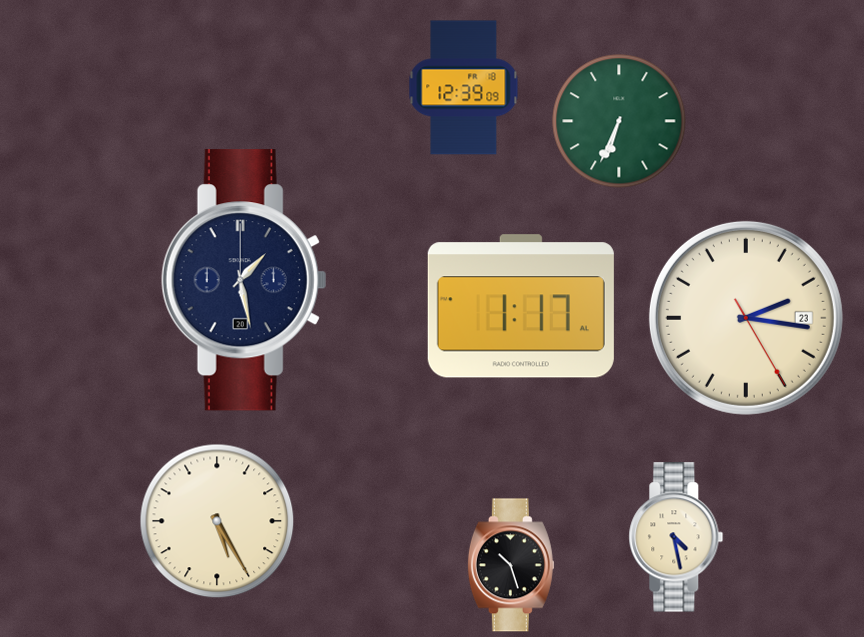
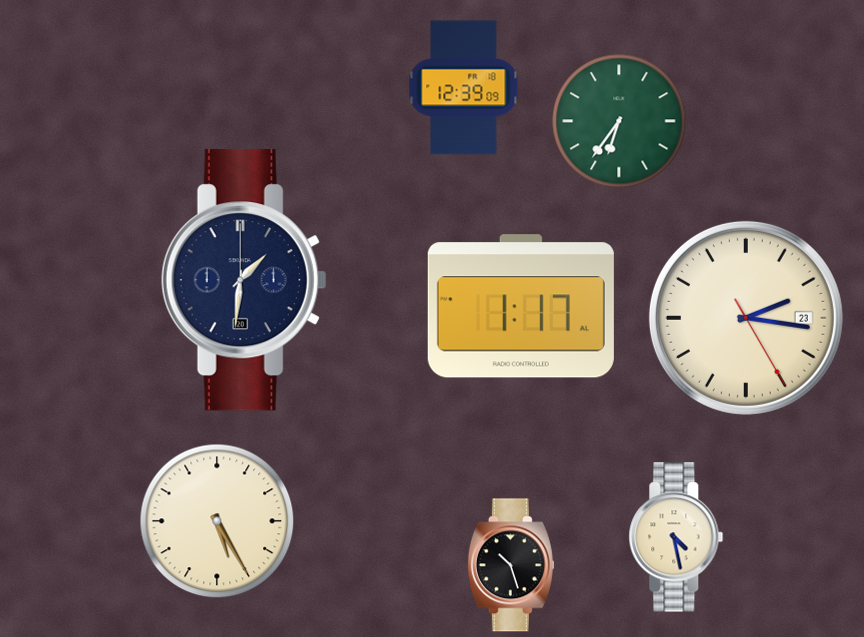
clock at (619, 121): 6:34 -> 6:36
clock at (244, 280): 1:28 -> 1:31
